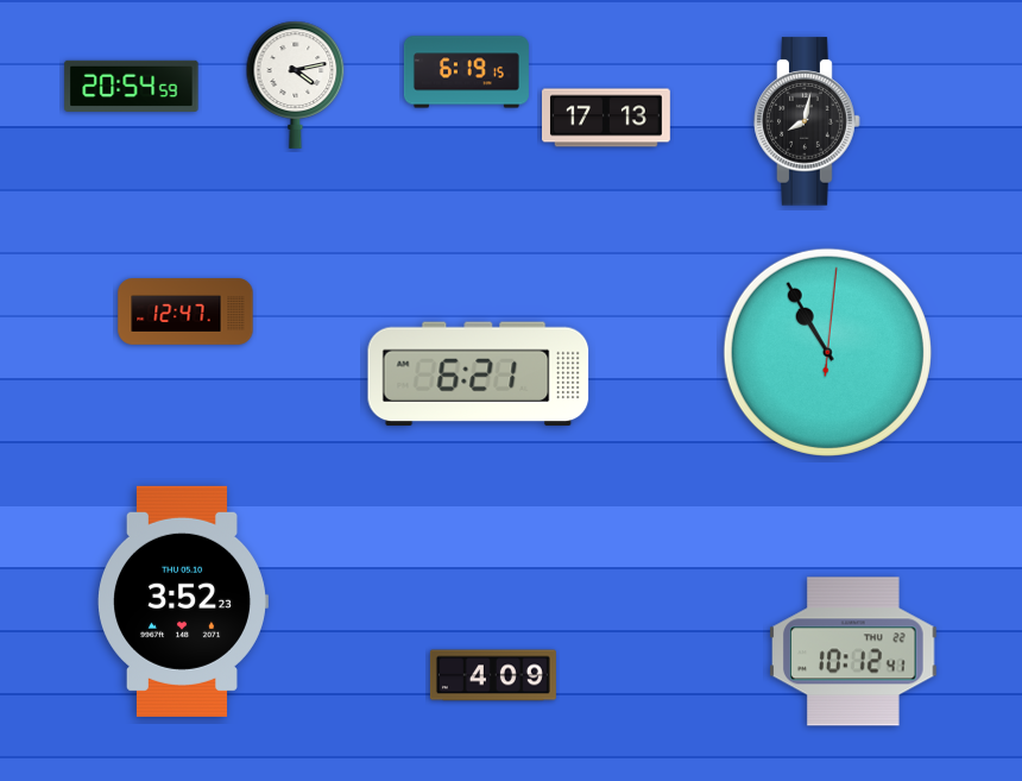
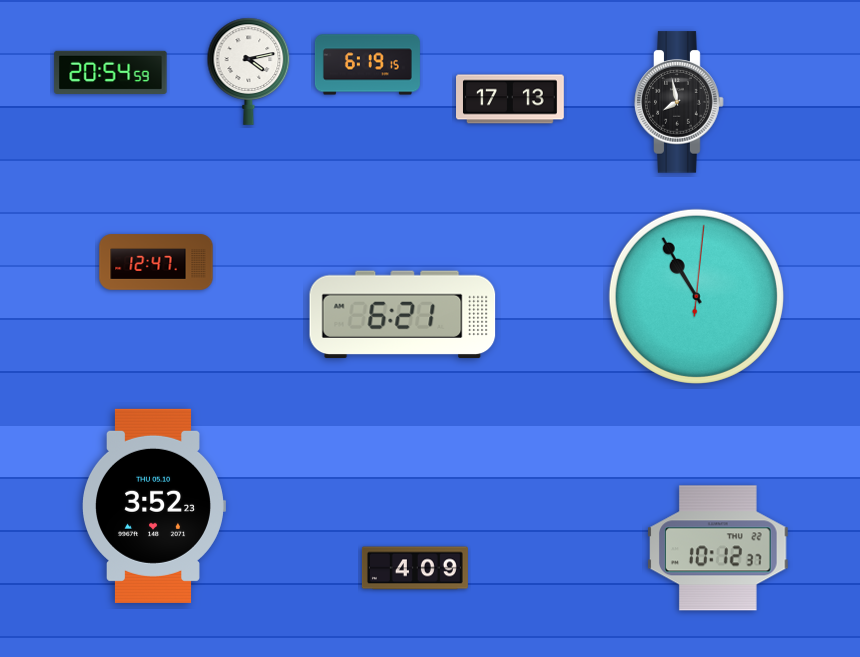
clock at (466, 73) position: (466, 73) -> (367, 65)
clock at (807, 121): 8:02 -> 7:58
clock at (853, 651): 10:12:41 -> 10:12:37
